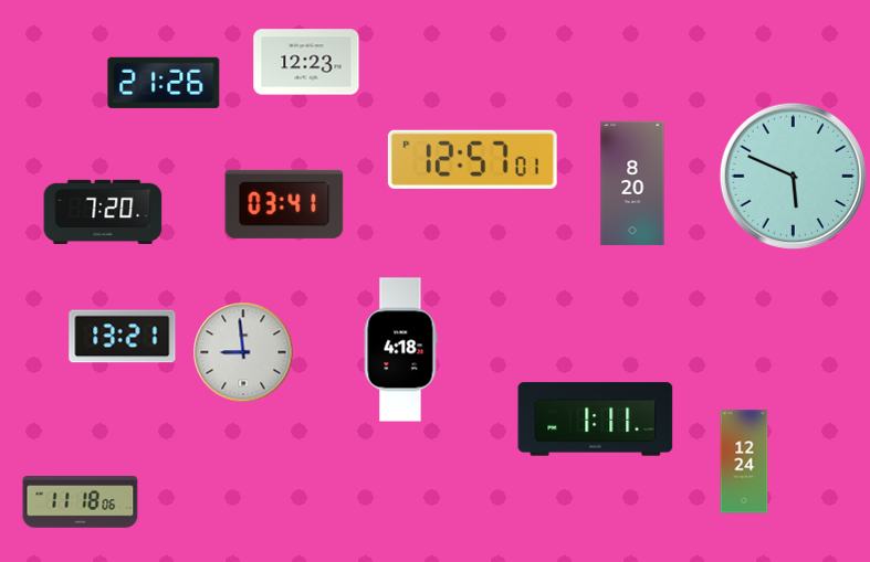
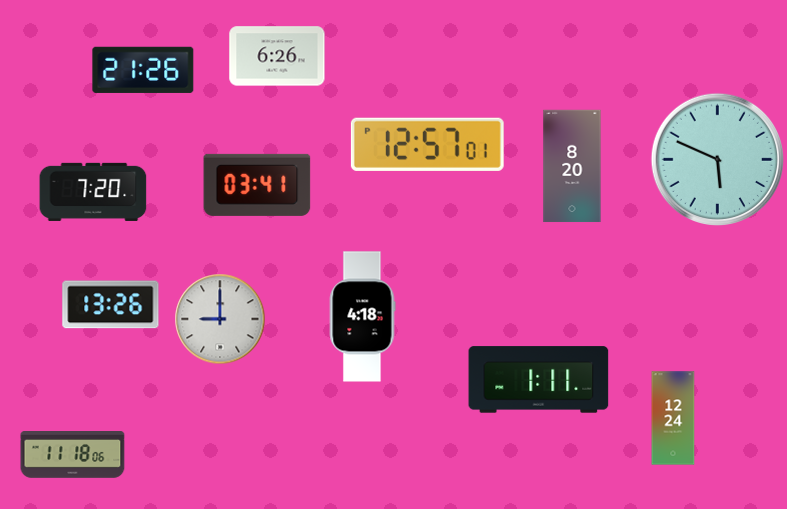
clock at (306, 62): 12:23 -> 6:26
clock at (164, 83) position: (164, 83) -> (143, 70)
clock at (123, 337): 13:21 -> 13:26
clock at (243, 352): 8:59 -> 9:00
